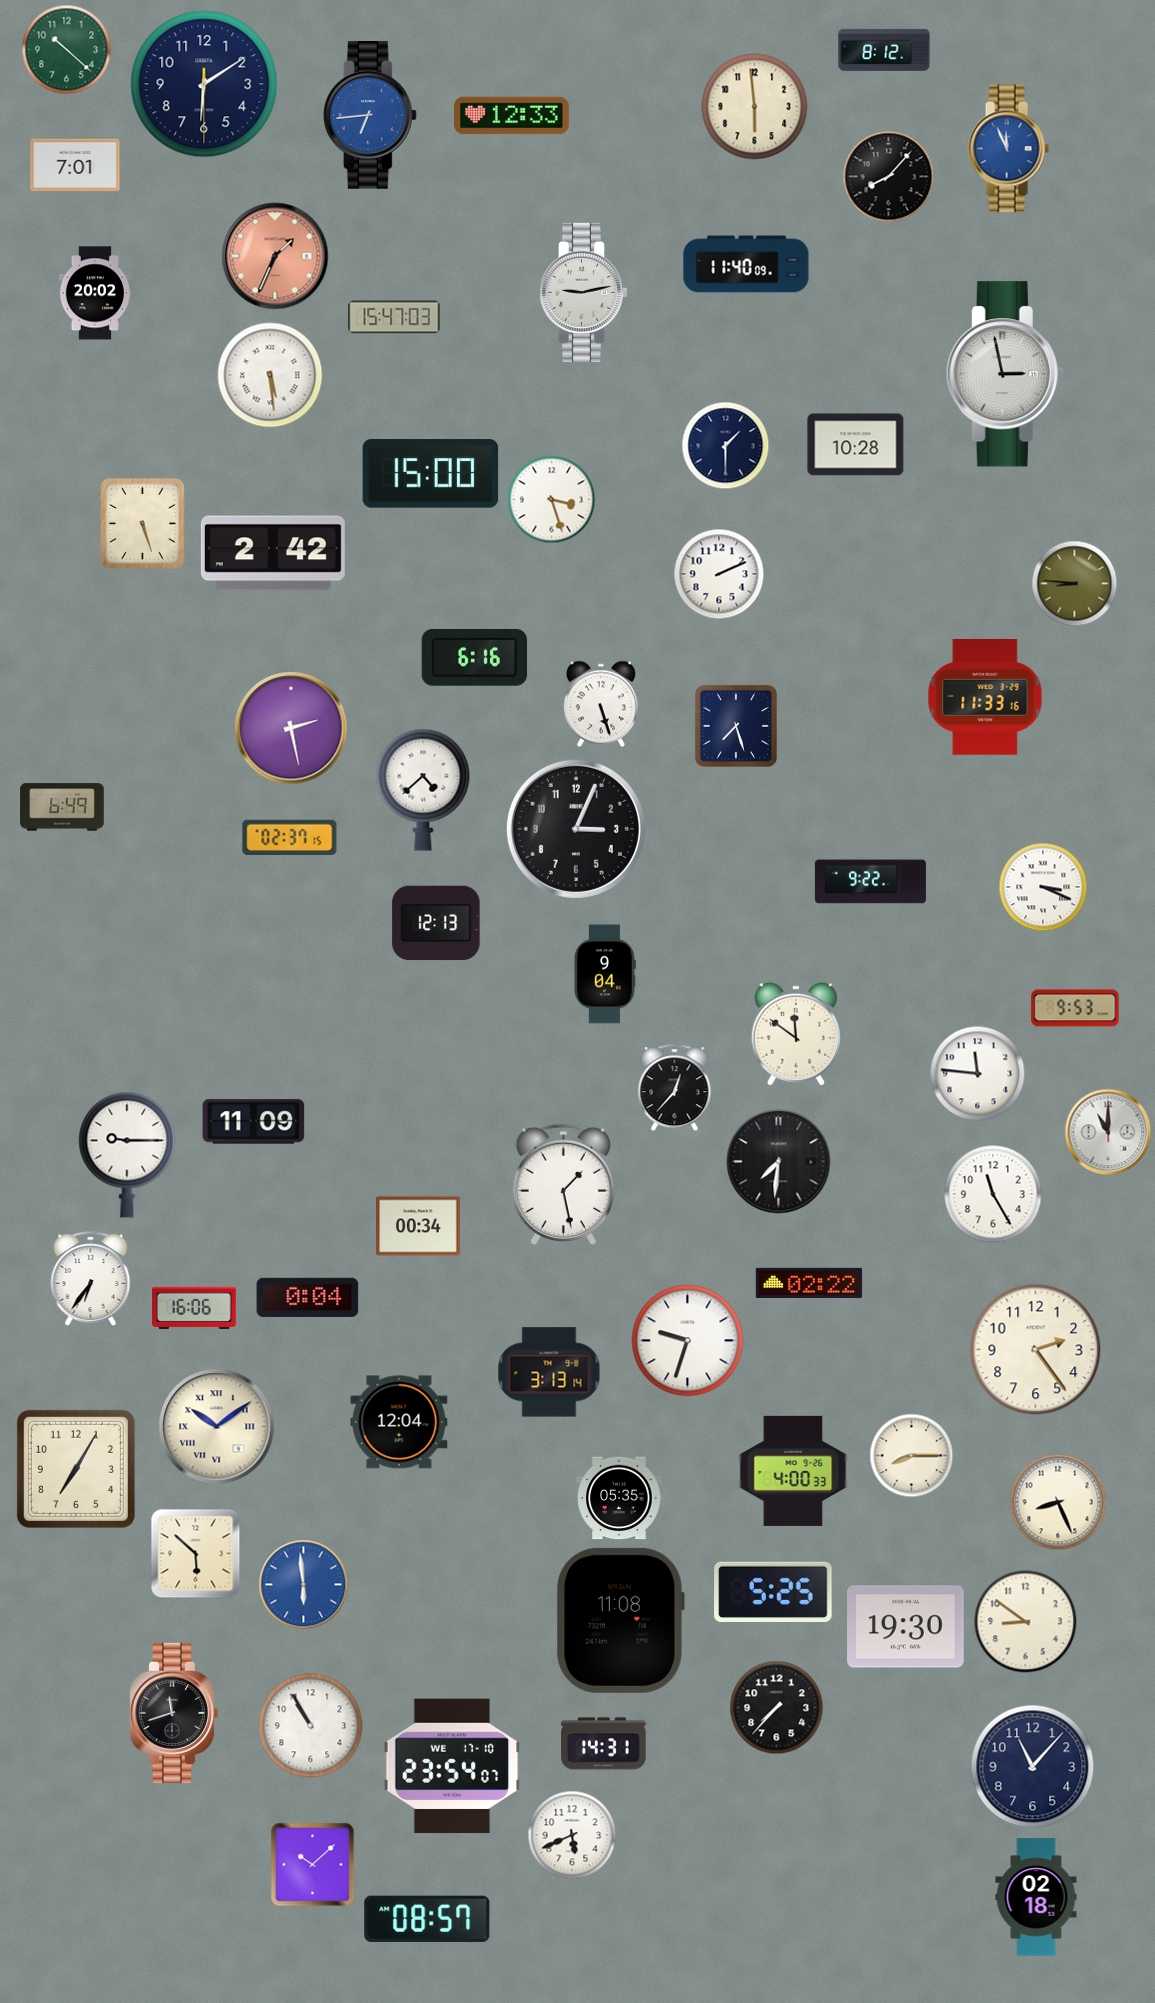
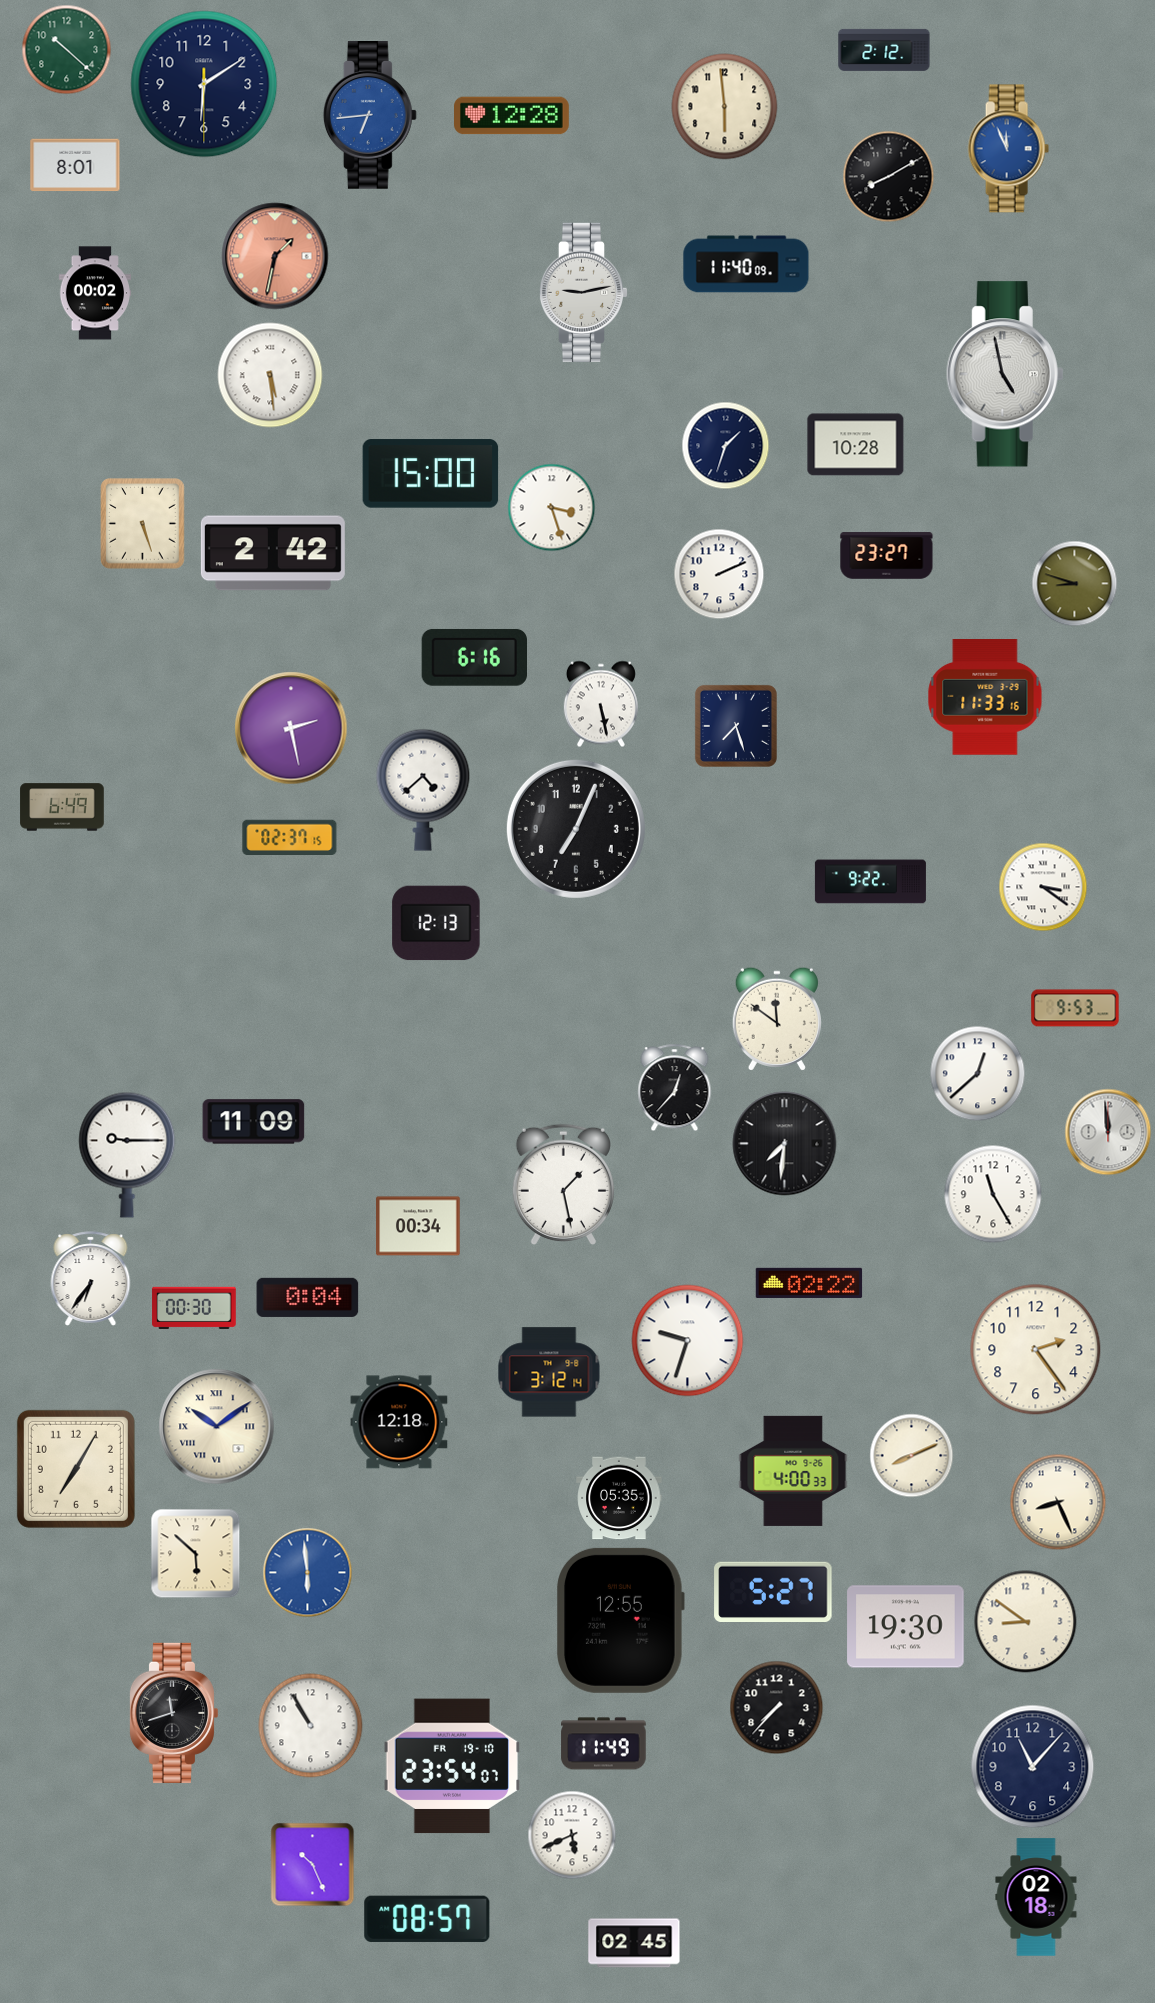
clock at (884, 50): 8:12 -> 2:12
clock at (755, 107) position: (755, 107) -> (725, 107)
clock at (512, 116): 12:33 -> 12:28
clock at (75, 165): 7:01 -> 8:01
clock at (889, 177): 8:07 -> 8:10
clock at (275, 256): 1:34 -> 1:32
clock at (95, 293): 20:02 -> 00:02
clock at (394, 317): 15:47 -> none
clock at (1005, 374): 2:58 -> 4:58
clock at (726, 446): 1:30 -> 1:33
clock at (552, 500) position: (552, 500) -> (552, 508)
clock at (887, 556): none -> 23:27
clock at (1075, 584): 8:46 -> 8:48
clock at (601, 704): 5:27 -> 5:28
clock at (576, 829): 3:04 -> 7:04
clock at (1043, 887): 3:19 -> 3:21
clock at (605, 974): 9:04 -> none
clock at (796, 1034) position: (796, 1034) -> (777, 1019)
clock at (978, 1074): 11:46 -> 12:38
clock at (1108, 1132): 11:00 -> 11:59
clock at (779, 1162) position: (779, 1162) -> (785, 1144)
clock at (194, 1308): 16:06 -> 00:30
clock at (549, 1372): 3:13 -> 3:12
clock at (399, 1422): 12:04 -> 12:18
clock at (912, 1456): 8:15 -> 8:11
clock at (304, 1585) position: (304, 1585) -> (308, 1573)
clock at (773, 1592): 5:25 -> 5:27
clock at (620, 1620): 11:08 -> 12:55
clock at (604, 1744): 14:31 -> 11:49
clock at (452, 1766) date: WE 17-10 -> FR 19-10
clock at (313, 1865): 10:08 -> 10:26
clock at (634, 1943): none -> 02:45
